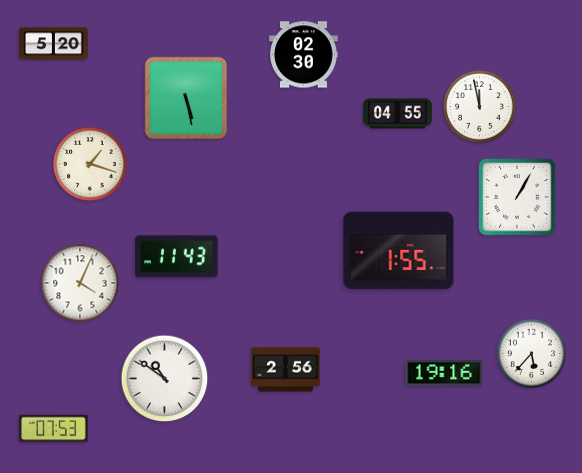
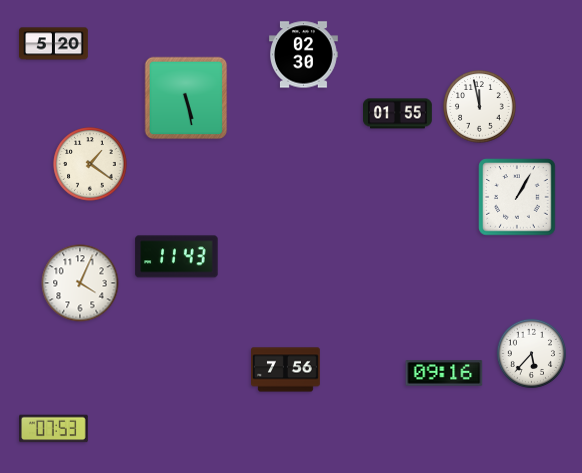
clock at (398, 114): 04:55 -> 01:55
clock at (90, 164): 1:18 -> 1:21
clock at (399, 251): 1:55 -> none
clock at (286, 370): 2:56 -> 7:56
clock at (444, 373): 19:16 -> 09:16
clock at (165, 379): 10:51 -> none
